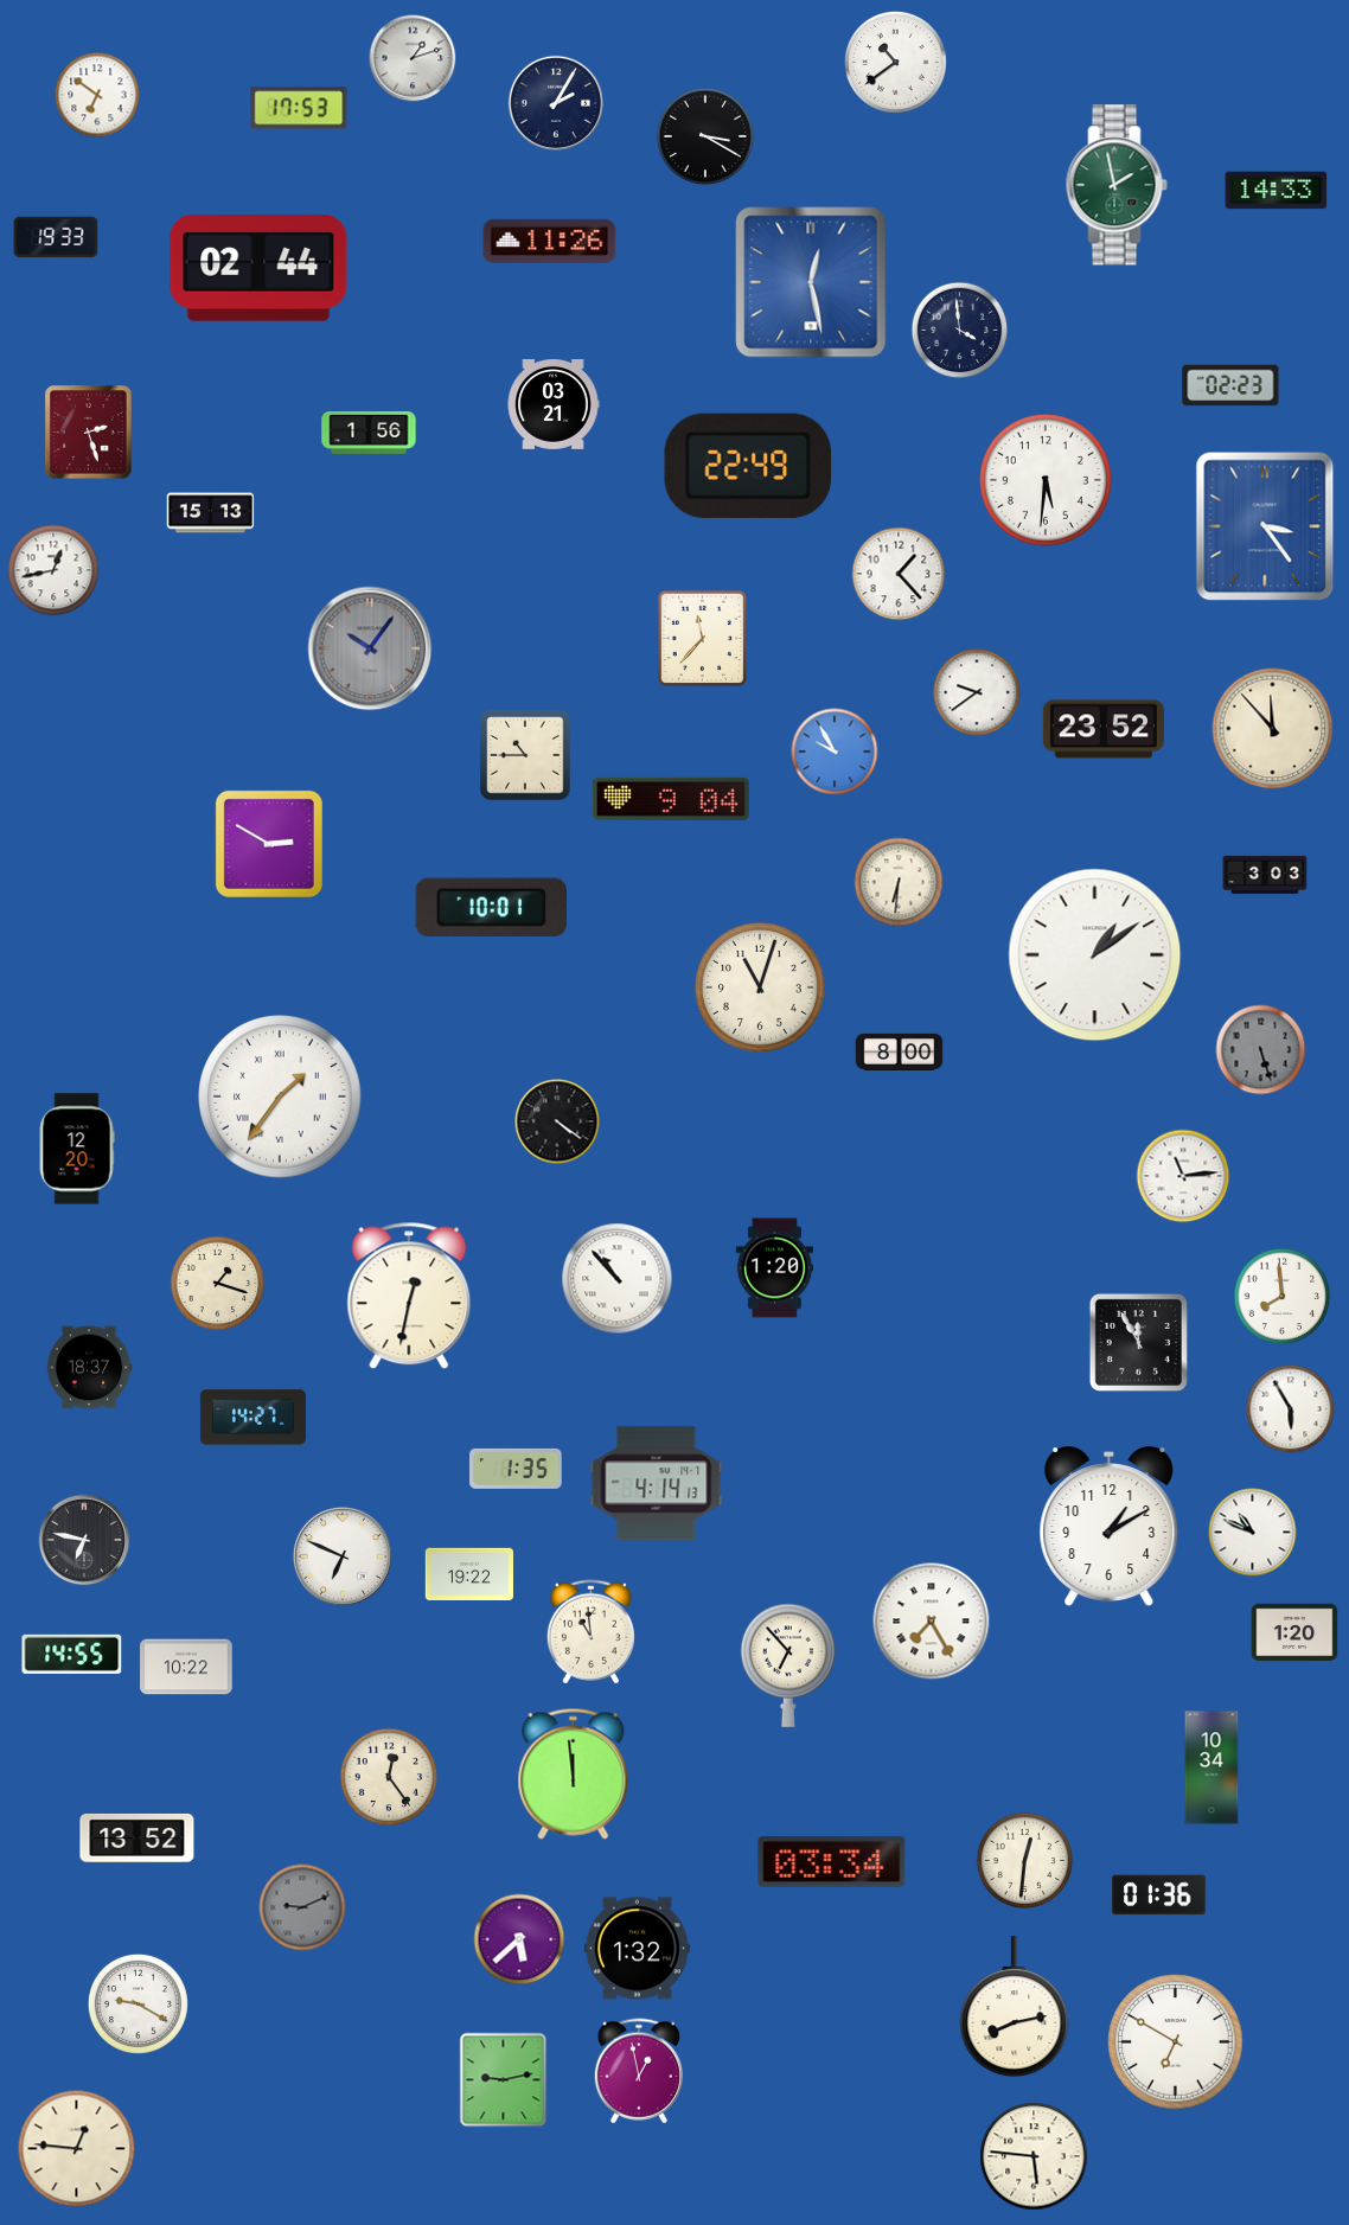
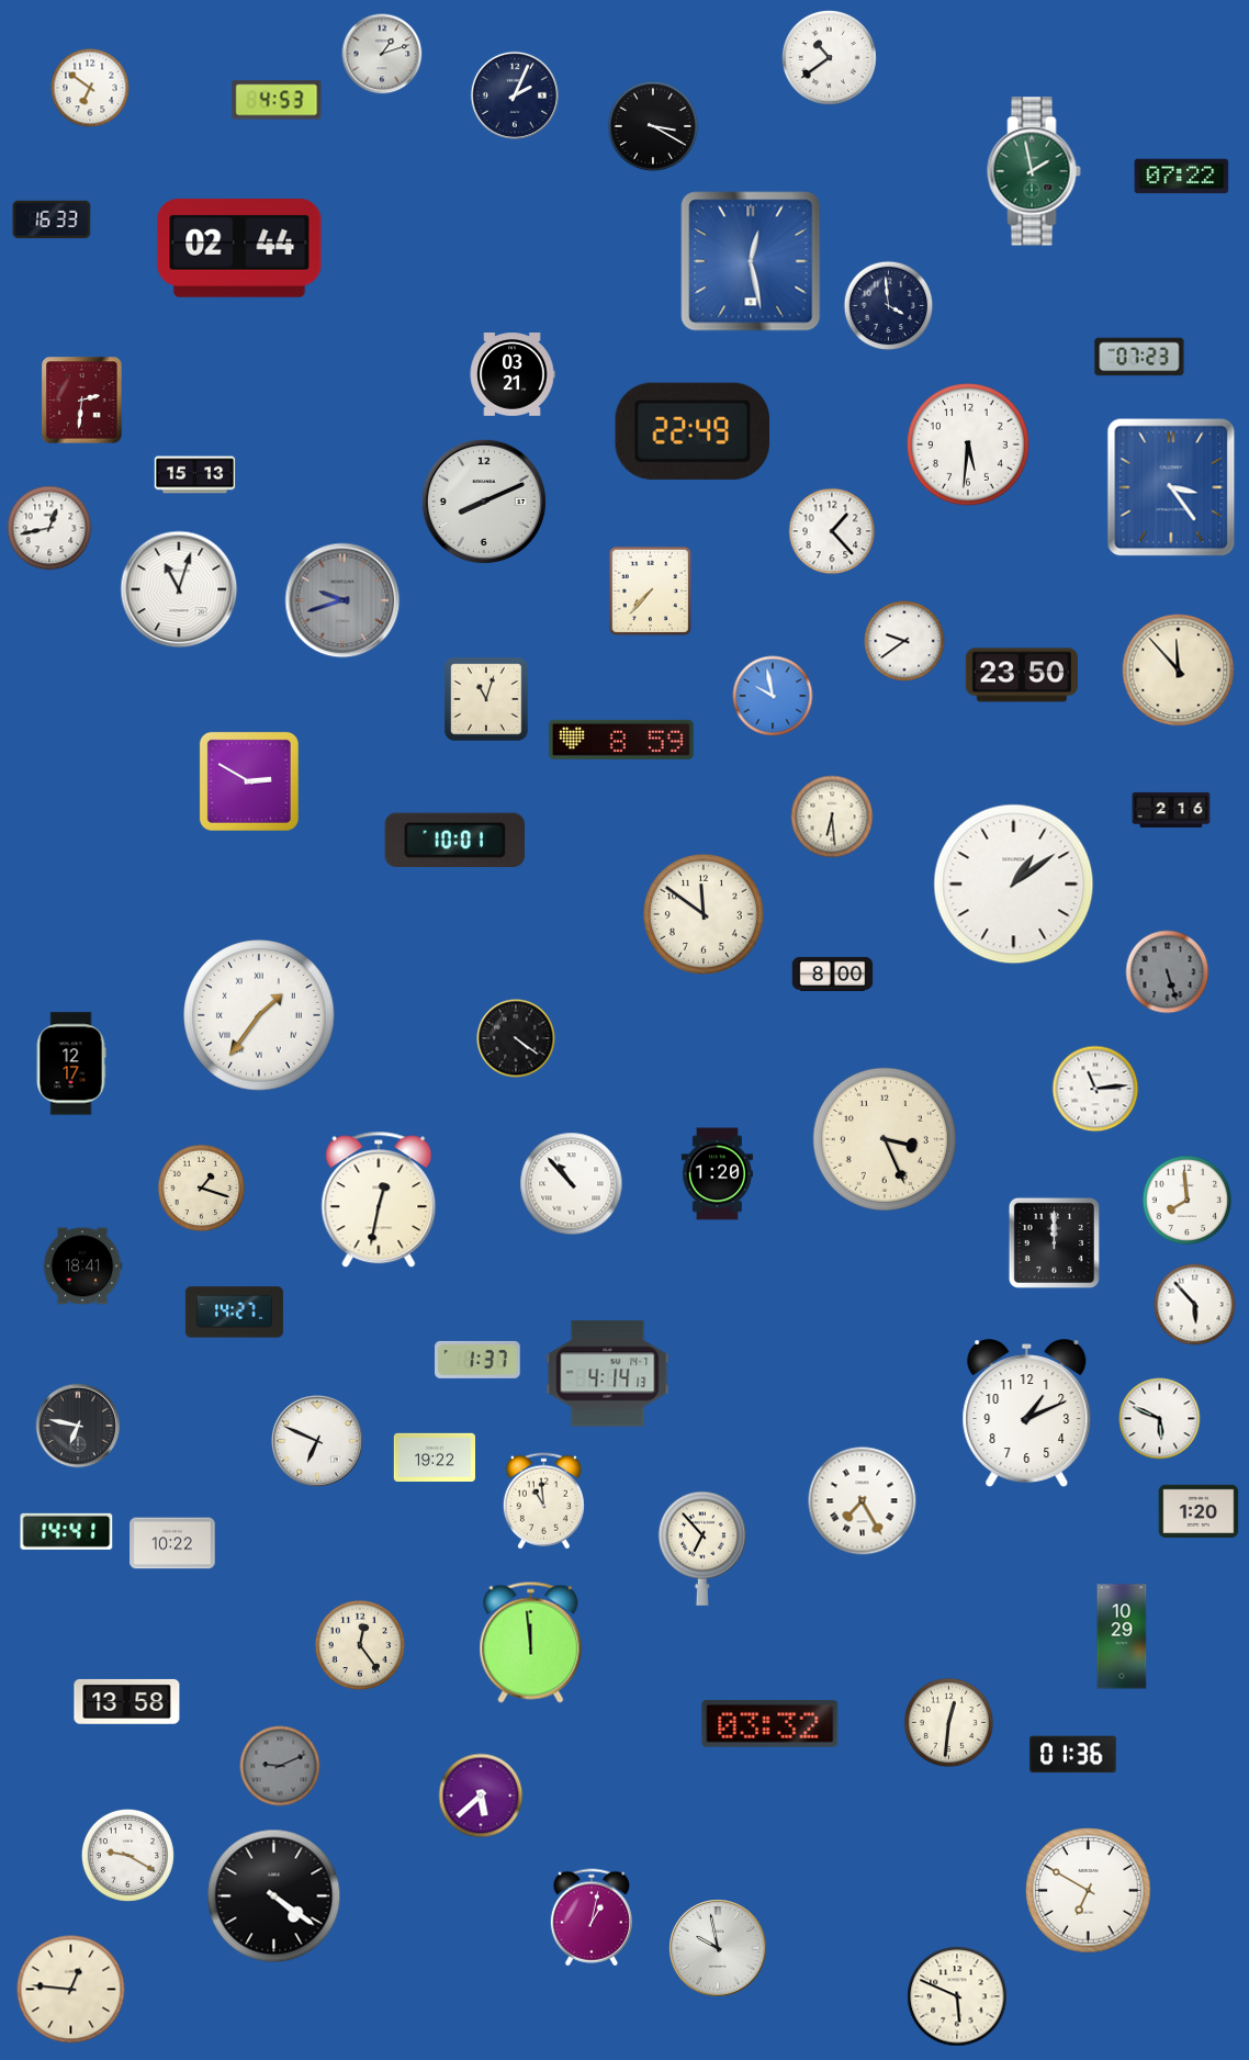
clock at (555, 102): 2:05 -> 2:04
clock at (299, 108): 17:53 -> 4:53
clock at (1277, 191): 14:33 -> 07:22
clock at (56, 237): 19:33 -> 16:33
clock at (550, 241): 11:26 -> none
clock at (1230, 385): 02:23 -> 07:23
clock at (89, 433): 2:27 -> 2:31
clock at (369, 433): 1:56 -> none
clock at (484, 502): none -> 8:11
clock at (179, 589): none -> 11:03
clock at (703, 639): 11:37 -> 7:37
clock at (370, 648): 10:06 -> 9:42
clock at (1104, 729): 23:52 -> 23:50
clock at (1273, 729) position: (1273, 729) -> (1179, 671)
clock at (835, 752): 9:55 -> 9:58
clock at (525, 755): 10:45 -> 11:03
clock at (671, 799): 9:04 -> 8:59
clock at (1265, 875): 3:03 -> 2:16
clock at (899, 882): 6:31 -> 6:29
clock at (760, 987): 11:03 -> 11:51
clock at (77, 1149): 12:20 -> 12:17
clock at (885, 1139): none -> 3:26
clock at (1138, 1342): 11:55 -> 12:00
clock at (89, 1368): 18:37 -> 18:41
clock at (1291, 1409): 5:55 -> 5:53
clock at (516, 1469): 1:35 -> 1:37
clock at (1110, 1527): 1:10 -> 1:11
clock at (1253, 1533): 10:49 -> 5:49
clock at (590, 1632) position: (590, 1632) -> (543, 1501)
clock at (72, 1654): 14:55 -> 14:41
clock at (787, 1665) position: (787, 1665) -> (701, 1549)
clock at (1211, 1767): 10:34 -> 10:29
clock at (138, 1837): 13:52 -> 13:58
clock at (832, 1861): 03:34 -> 03:32
clock at (637, 1949): 1:32 -> none
clock at (1015, 2007): 8:13 -> none
clock at (274, 1896): none -> 4:21
clock at (639, 2071): 12:58 -> 1:02
clock at (504, 2080): 9:13 -> none
clock at (718, 1948): none -> 9:58
clock at (1034, 2156): 5:46 -> 5:49
